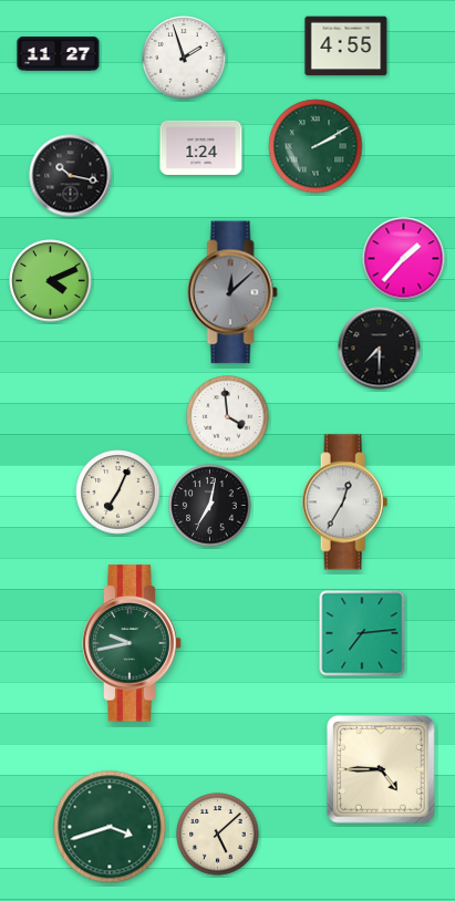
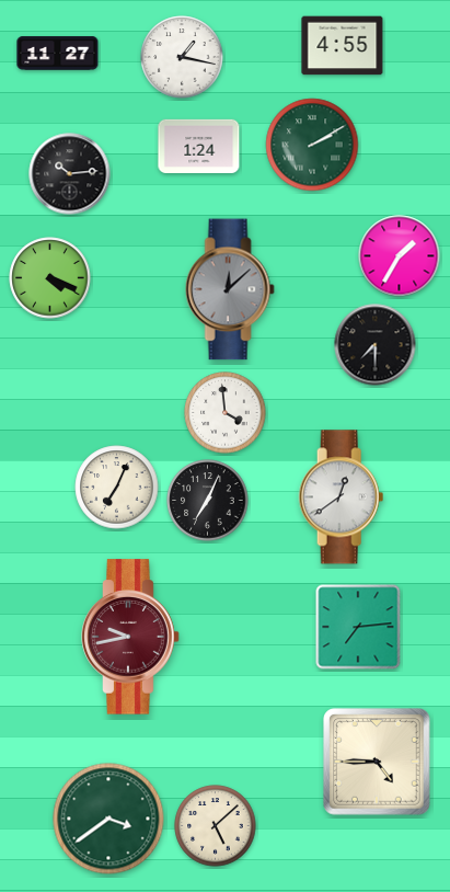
clock at (184, 58): 1:57 -> 1:17
clock at (71, 176): 10:17 -> 10:14
clock at (404, 259): 1:37 -> 1:35
clock at (51, 281): 4:11 -> 4:19
clock at (345, 503): 12:35 -> 12:39
clock at (210, 506): 7:02 -> 7:04
clock at (132, 643) dial: green -> burgundy
clock at (110, 827): 3:42 -> 3:39
